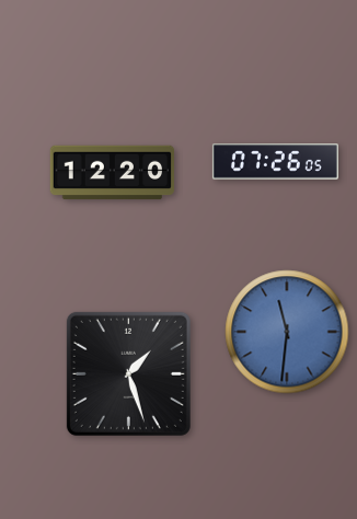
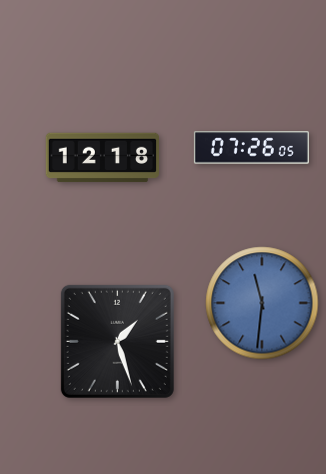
clock at (112, 173): 12:20 -> 12:18
